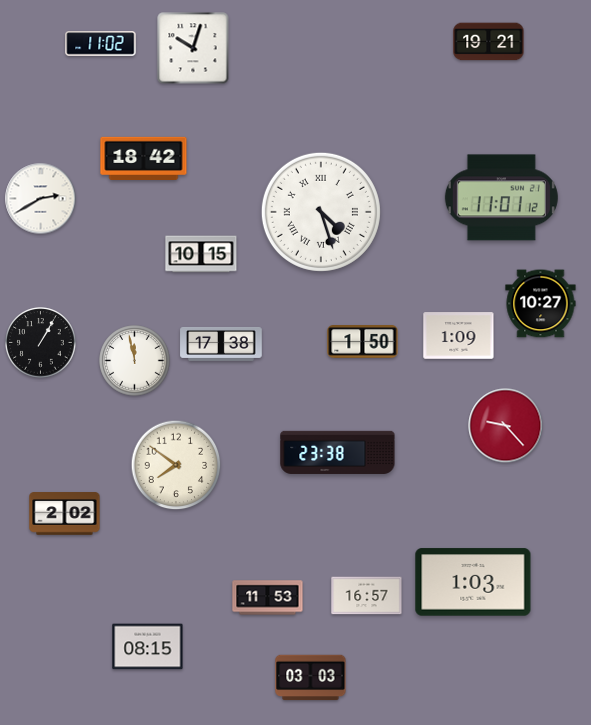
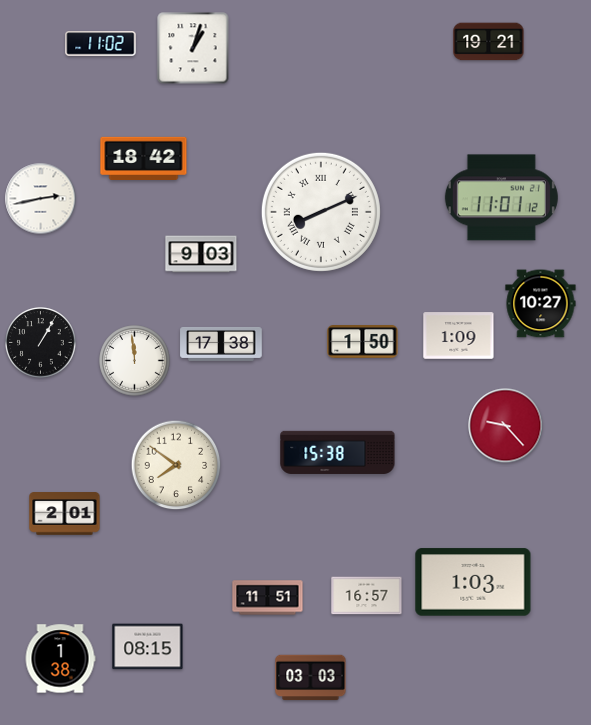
clock at (193, 48): 10:03 -> 1:03
clock at (41, 199): 2:40 -> 2:43
clock at (321, 212): 4:27 -> 8:11
clock at (201, 254): 10:15 -> 9:03
clock at (135, 361): 11:58 -> 11:59
clock at (338, 452): 23:38 -> 15:38
clock at (65, 514): 2:02 -> 2:01
clock at (268, 598): 11:53 -> 11:51
clock at (60, 659): none -> 1:38
